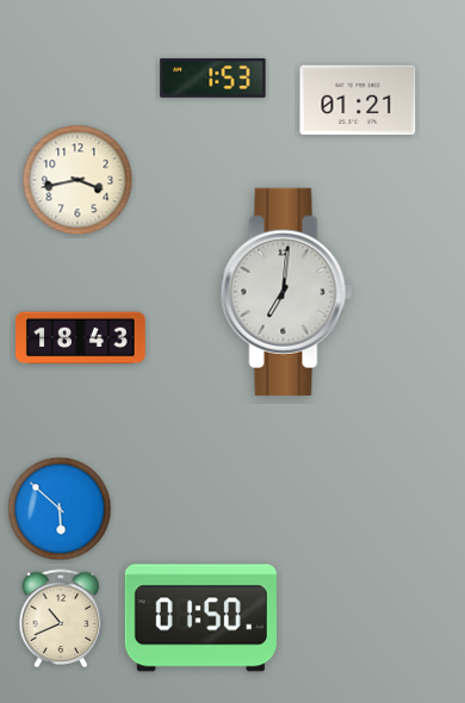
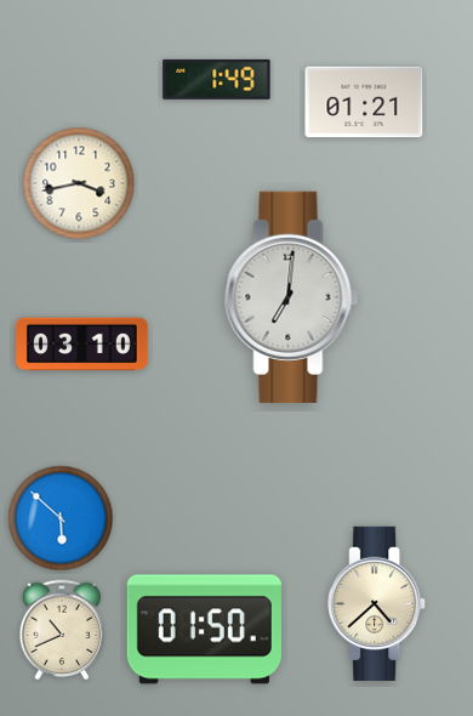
clock at (213, 77): 1:53 -> 1:49
clock at (81, 338): 18:43 -> 03:10
clock at (377, 603): none -> 4:38
